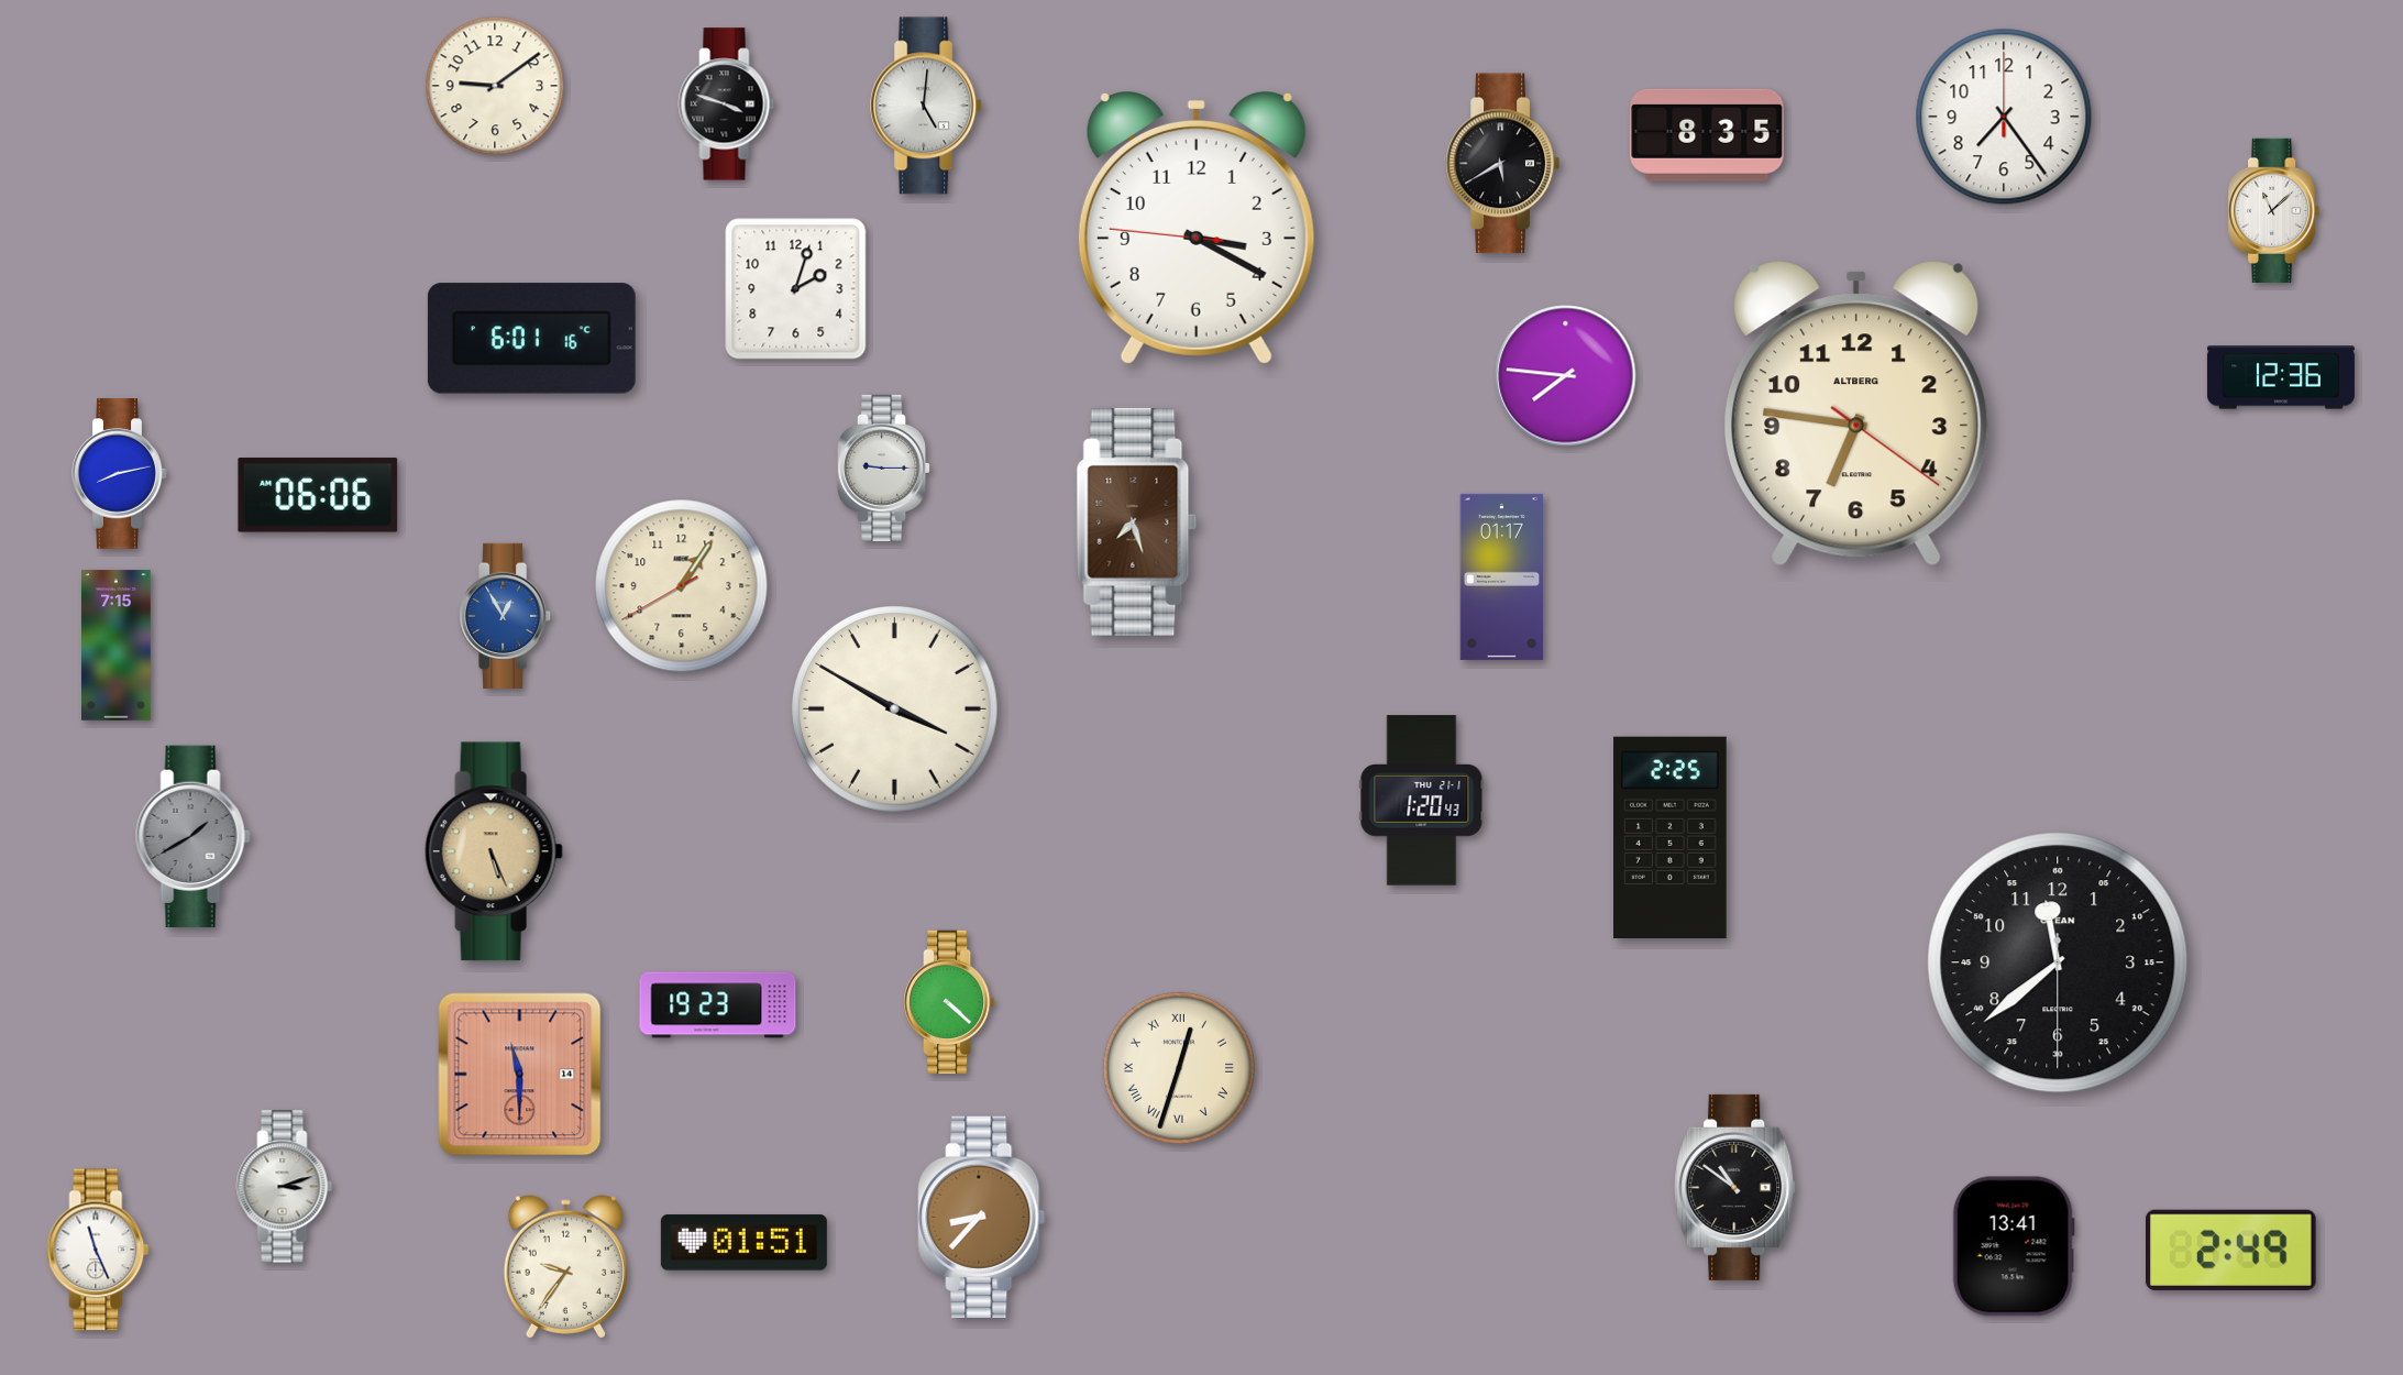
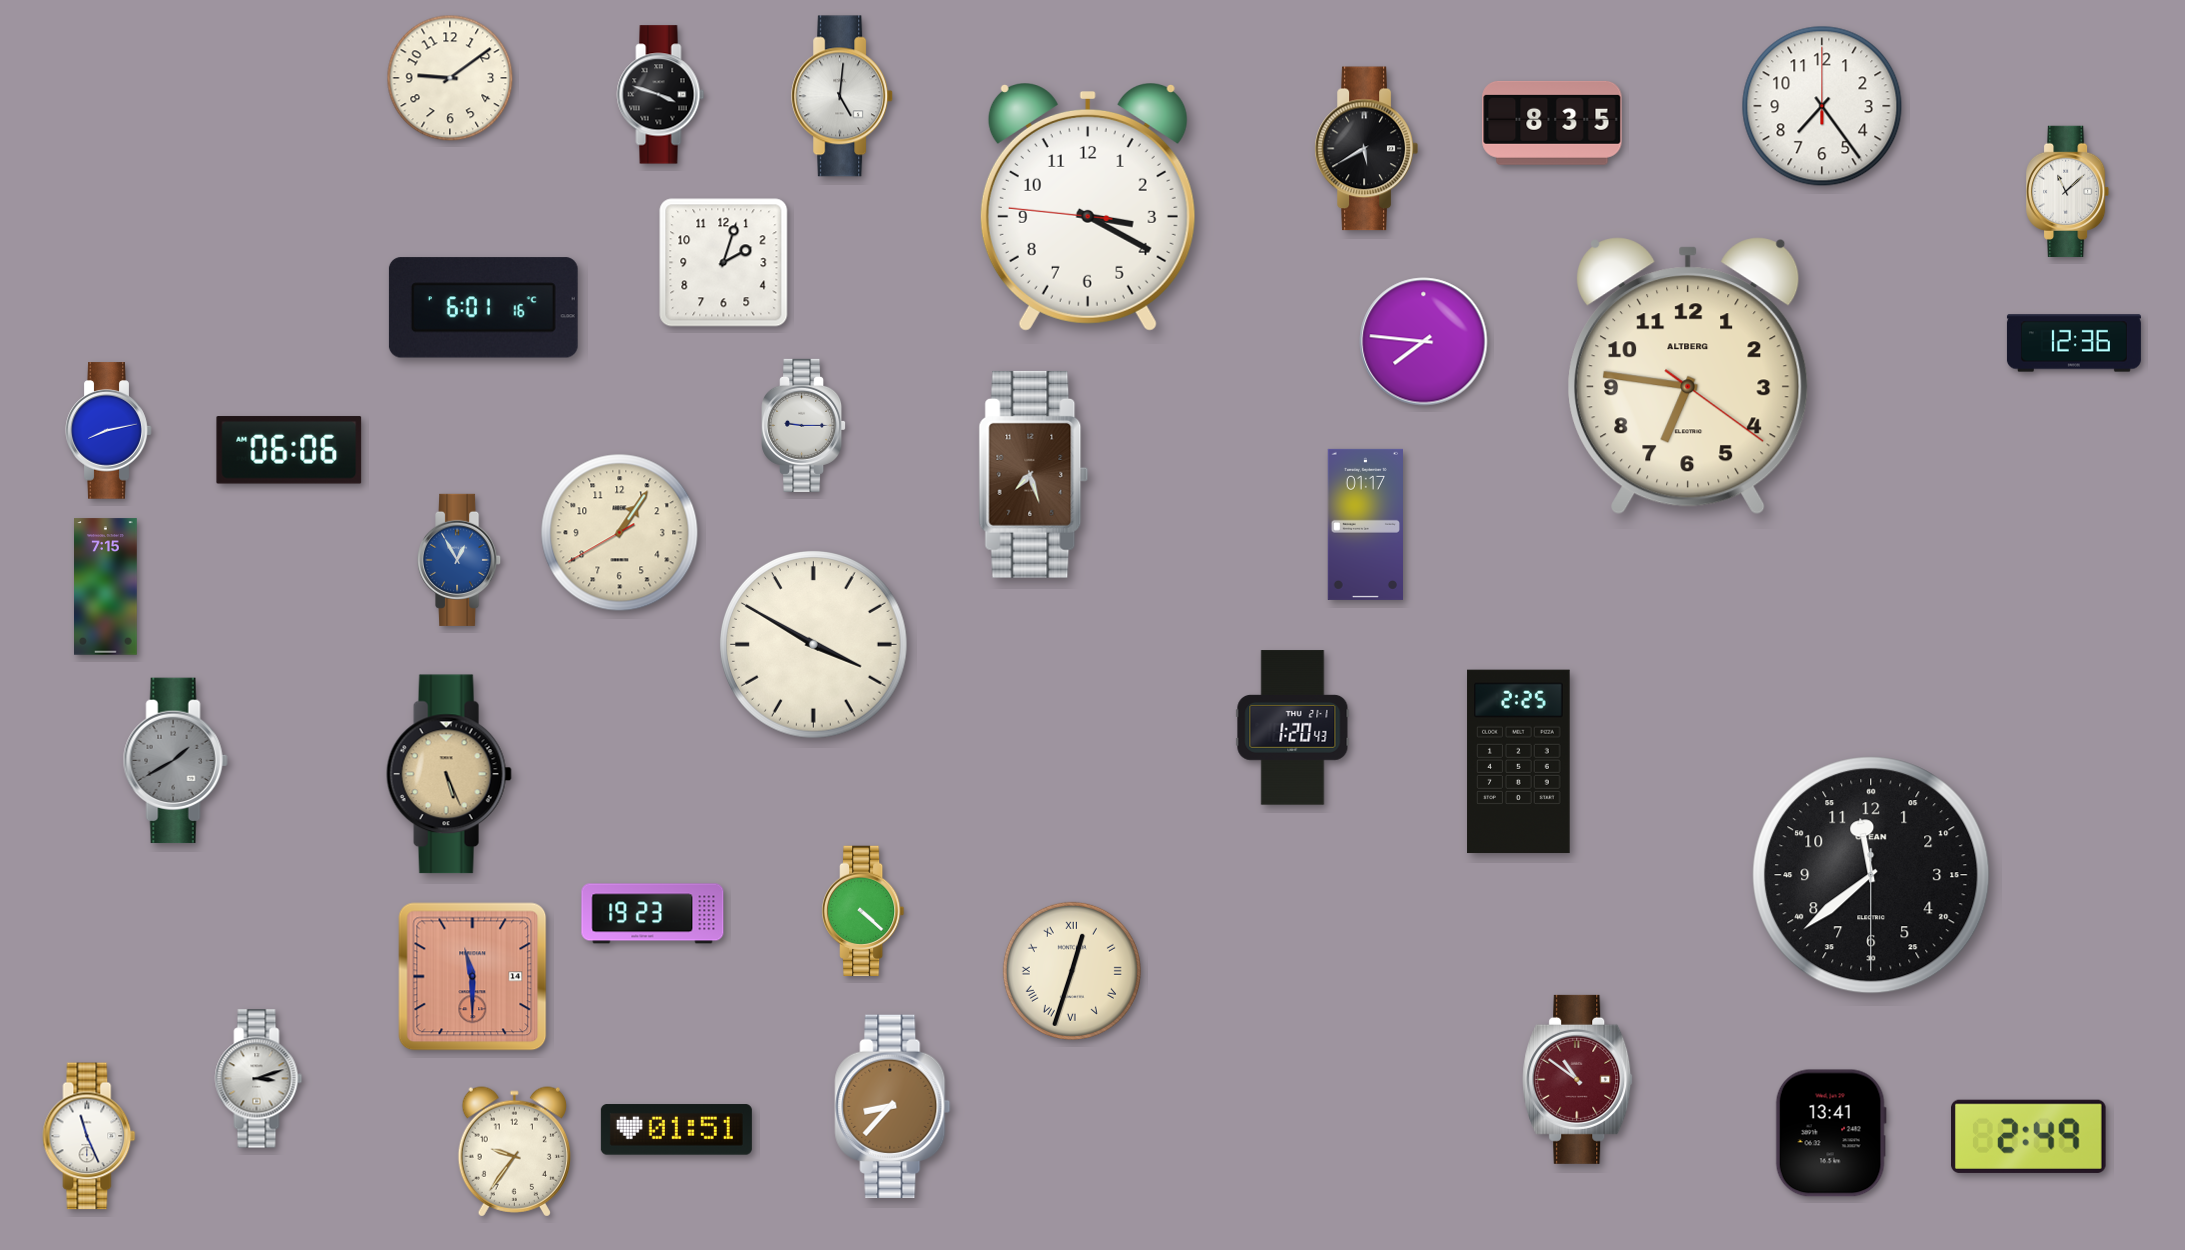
clock at (1735, 1187) dial: black -> burgundy
